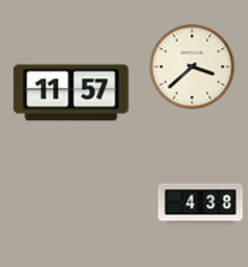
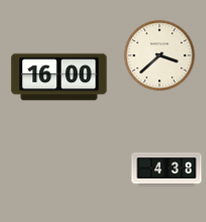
clock at (71, 93): 11:57 -> 16:00
